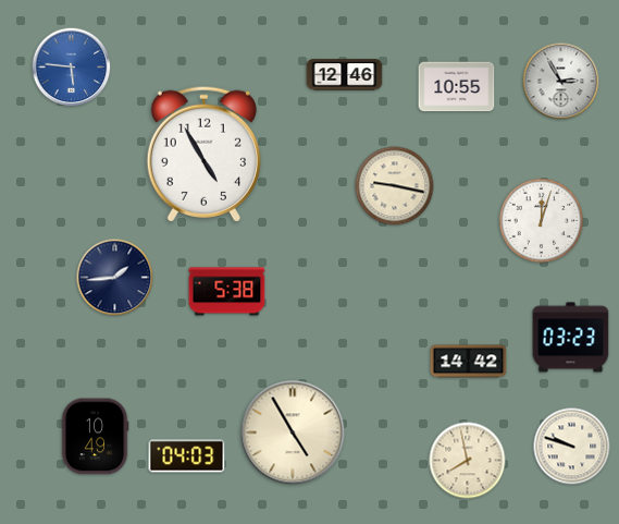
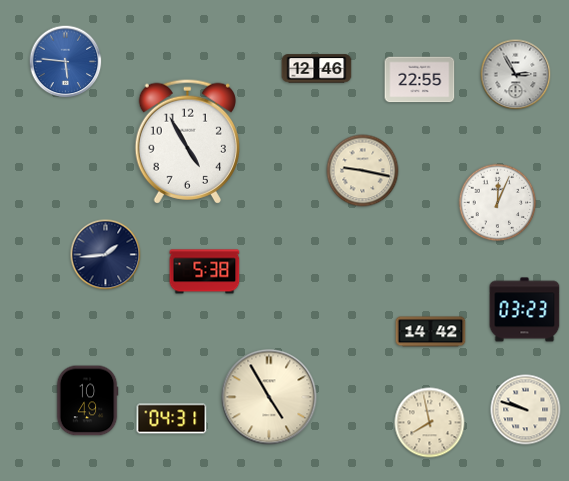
clock at (457, 87): 10:55 -> 22:55
clock at (542, 221): 12:03 -> 12:04
clock at (227, 292) position: (227, 292) -> (205, 272)
clock at (187, 456): 04:03 -> 04:31
